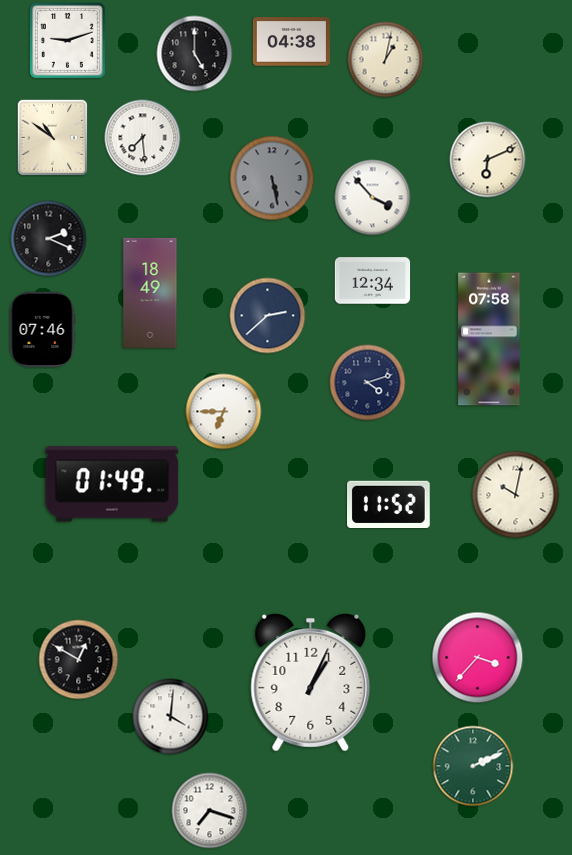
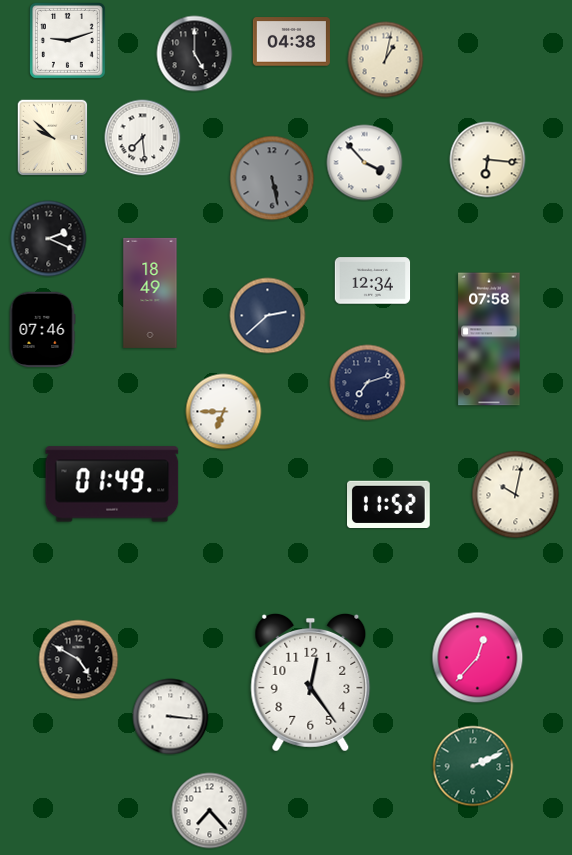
clock at (53, 138): 10:51 -> 9:52
clock at (488, 160): 6:11 -> 6:16
clock at (373, 198) position: (373, 198) -> (365, 163)
clock at (368, 383): 4:12 -> 7:12
clock at (478, 658): 3:37 -> 12:37
clock at (79, 660): 12:50 -> 4:50
clock at (311, 682): 1:04 -> 12:24
clock at (171, 717): 4:01 -> 3:16
clock at (210, 811): 7:18 -> 7:23
